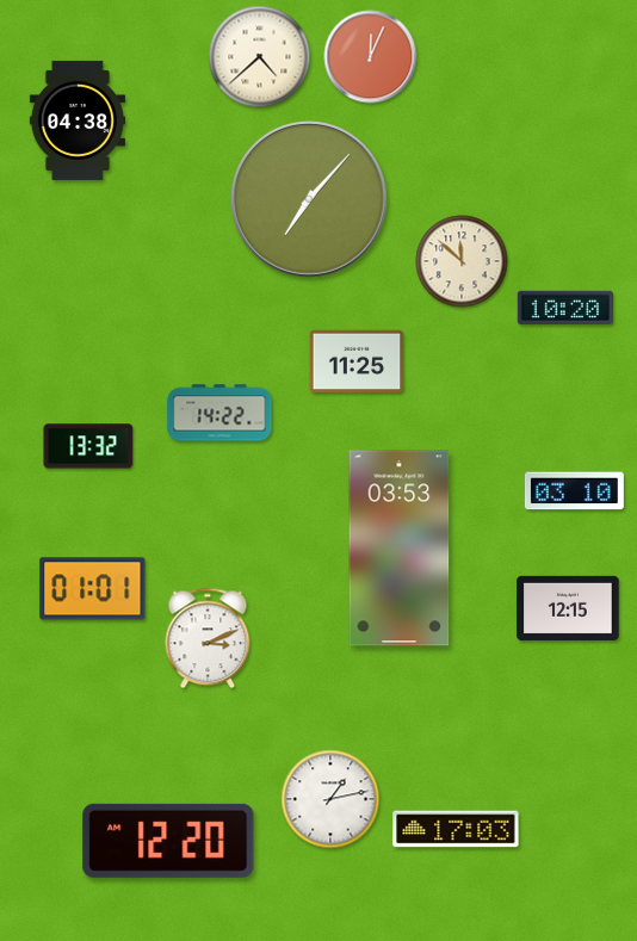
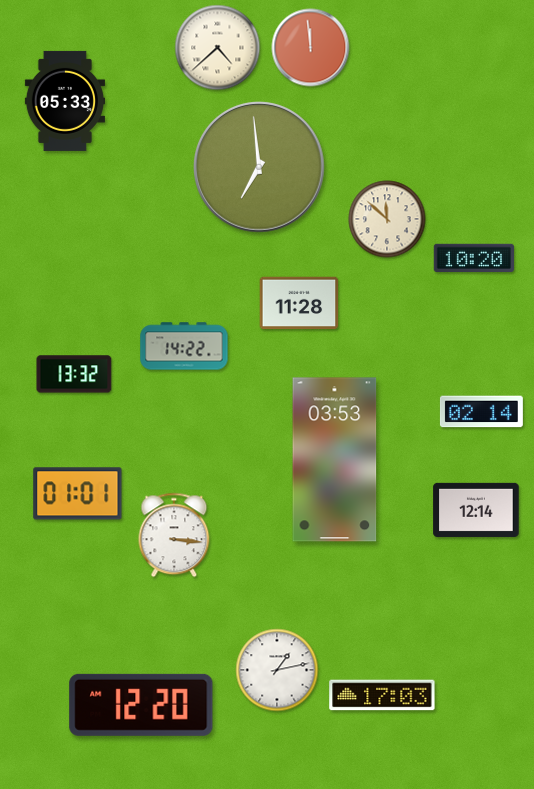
clock at (371, 57): 12:04 -> 11:59
clock at (76, 120): 04:38 -> 05:33
clock at (310, 200): 7:07 -> 6:59
clock at (357, 361): 11:25 -> 11:28
clock at (574, 491): 03:10 -> 02:14
clock at (568, 608): 12:15 -> 12:14
clock at (208, 638): 3:11 -> 3:16
